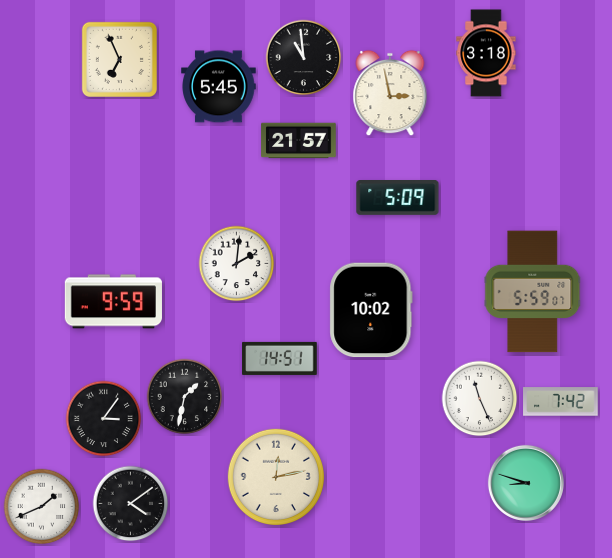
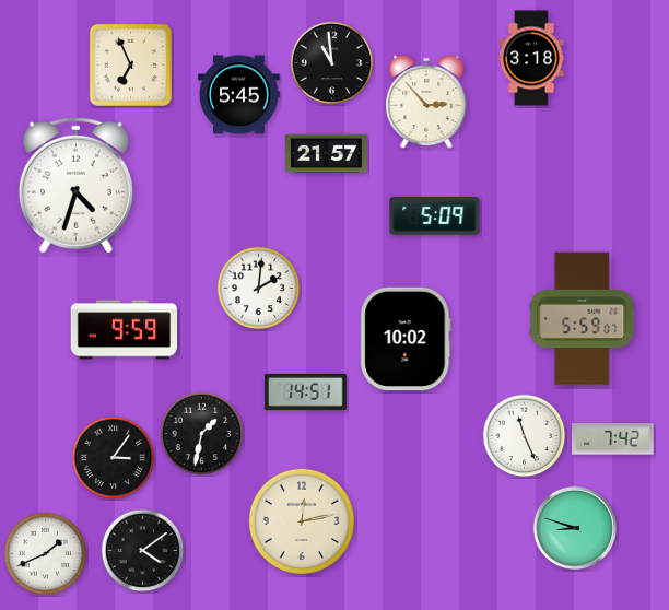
clock at (390, 93): 2:58 -> 2:53
clock at (75, 185): none -> 4:33
